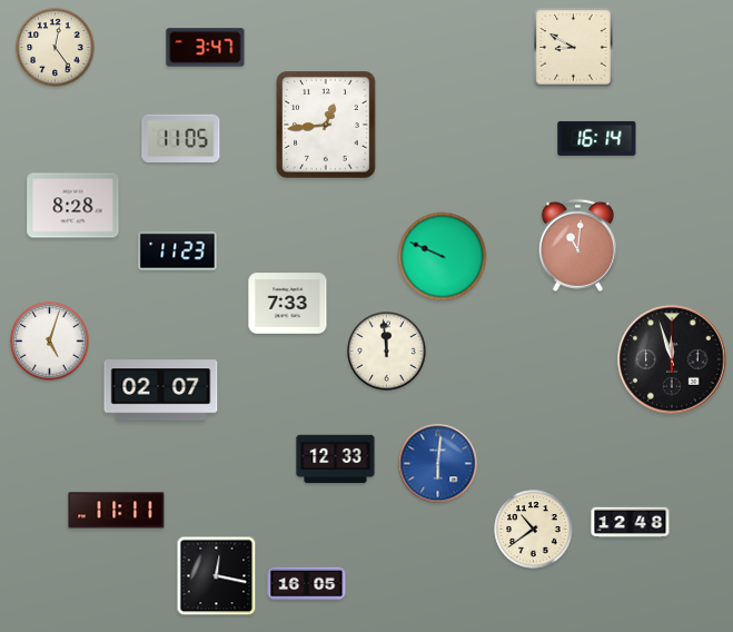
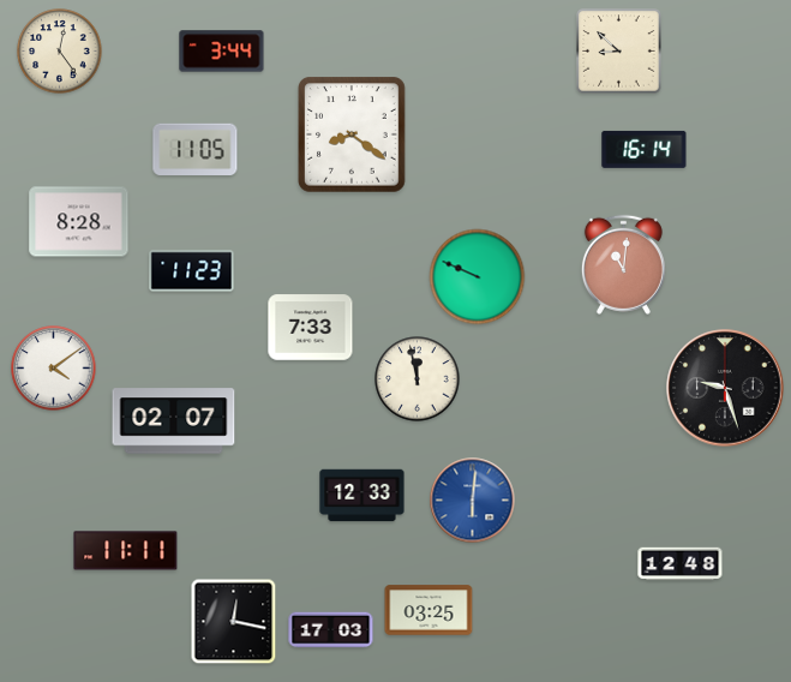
clock at (206, 48): 3:47 -> 3:44
clock at (574, 48): 8:50 -> 8:52
clock at (327, 126): 12:44 -> 8:21
clock at (50, 342): 5:03 -> 4:09
clock at (387, 352): 11:59 -> 11:58
clock at (672, 359): 11:57 -> 9:27
clock at (534, 530): 10:39 -> none
clock at (429, 610): none -> 03:25
clock at (307, 584): 16:05 -> 17:03
